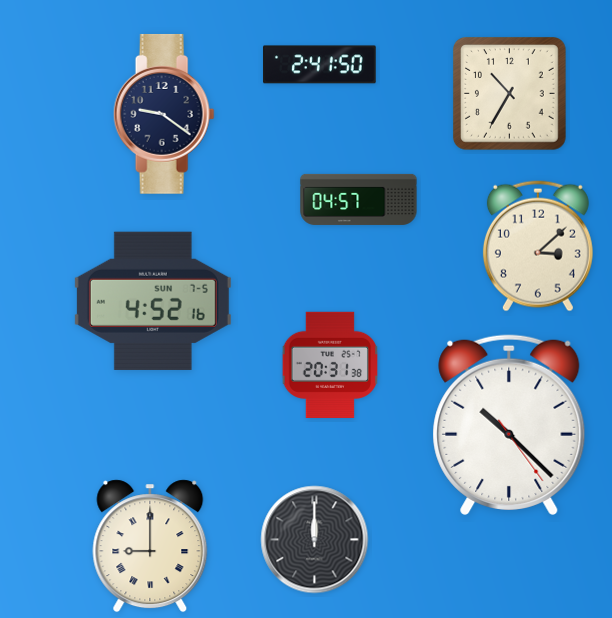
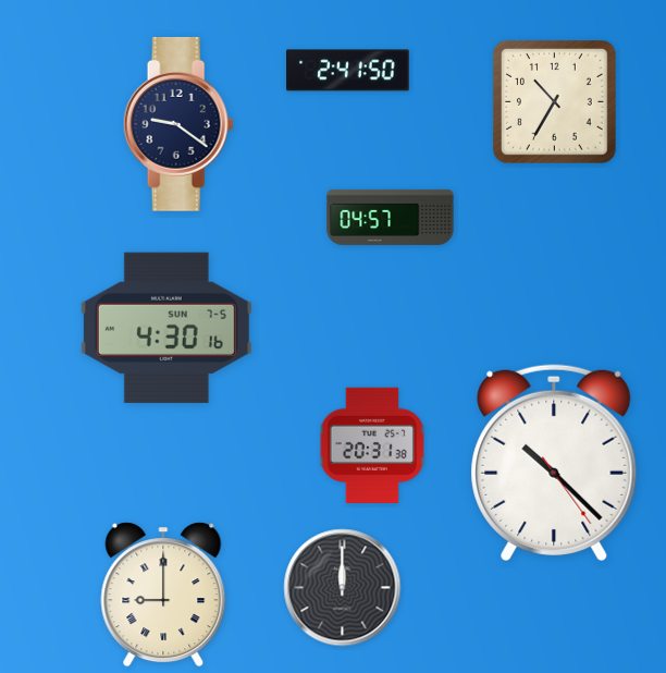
clock at (538, 246): 3:08 -> none
clock at (153, 301): 4:52 -> 4:30
clock at (329, 365) position: (329, 365) -> (371, 445)
